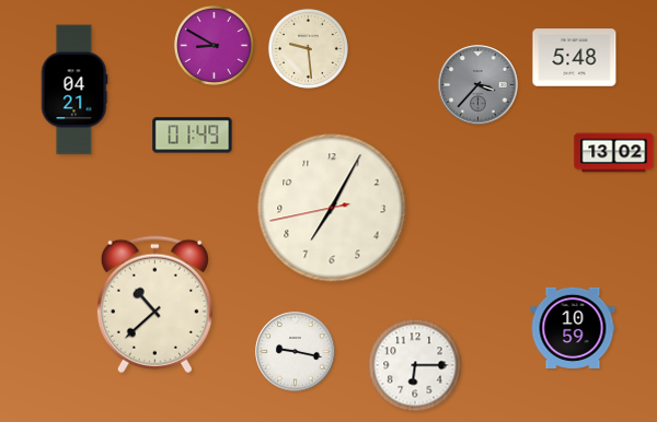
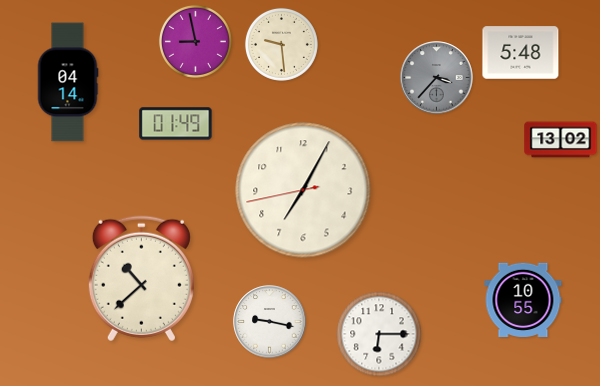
clock at (214, 45): 8:50 -> 8:58
clock at (575, 58) position: (575, 58) -> (521, 53)
clock at (74, 90): 04:21 -> 04:14
clock at (573, 328): 10:59 -> 10:55
